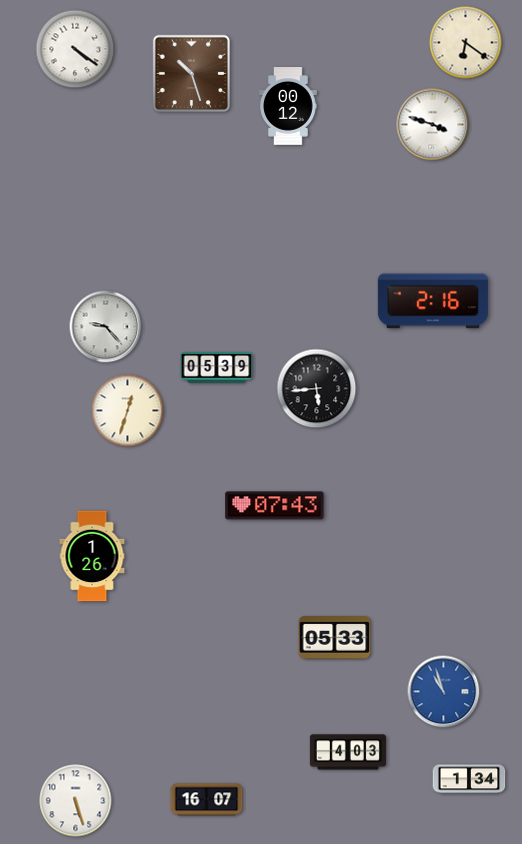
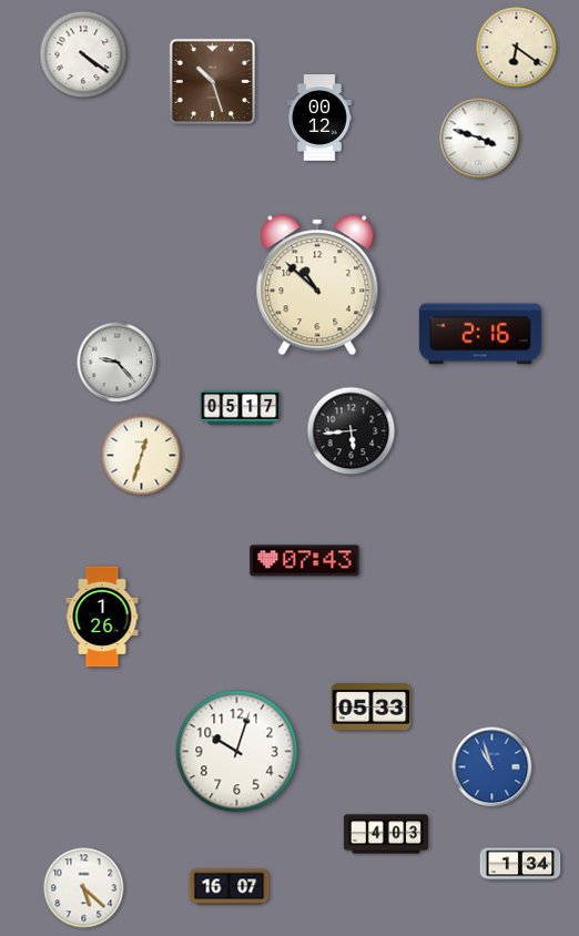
clock at (317, 285): none -> 10:52
clock at (217, 368): 05:39 -> 05:17
clock at (237, 752): none -> 10:03
clock at (76, 801): 5:27 -> 5:22
